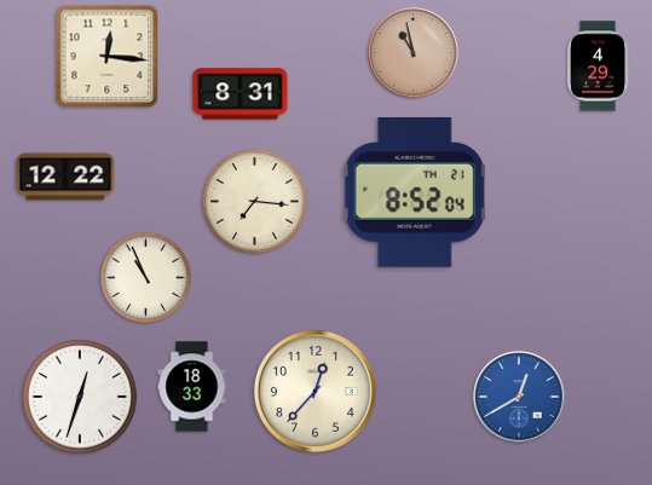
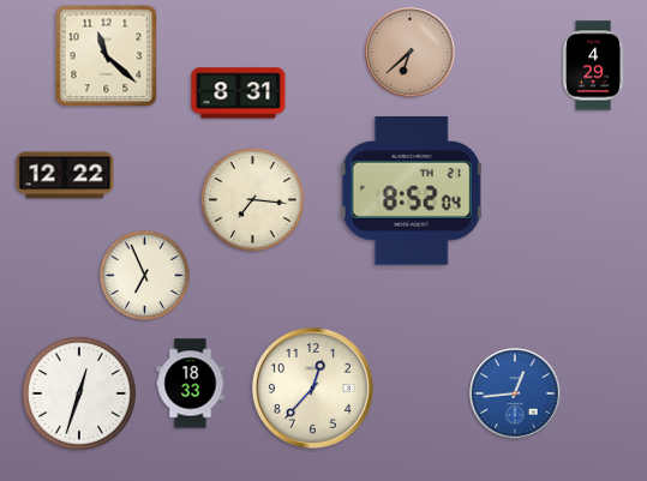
clock at (414, 53): 10:58 -> 6:38
clock at (108, 57): 12:16 -> 11:22
clock at (145, 277): 10:56 -> 6:56
clock at (519, 397): 12:40 -> 12:44
